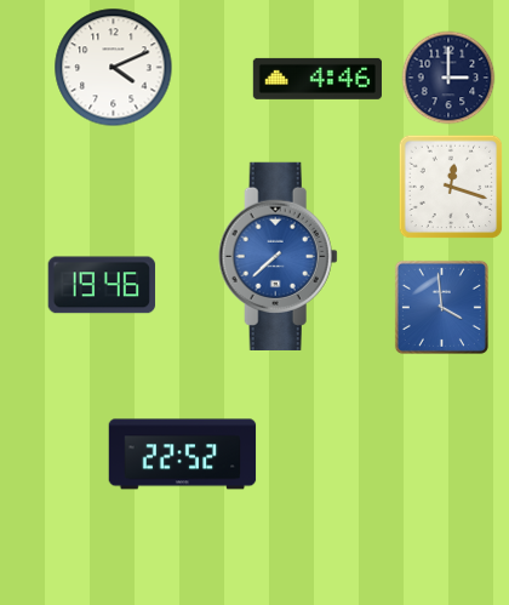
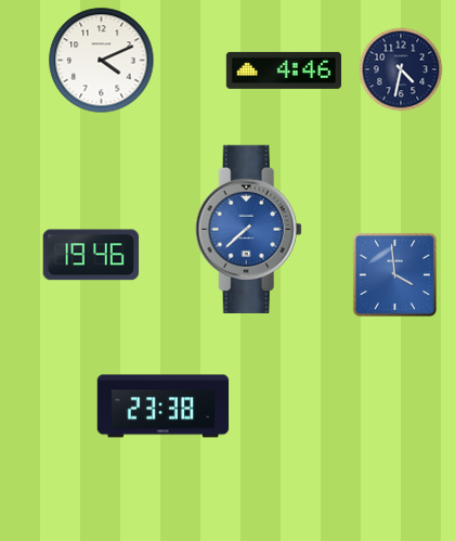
clock at (448, 78): 3:00 -> 4:32
clock at (451, 187): 12:18 -> none
clock at (183, 455): 22:52 -> 23:38
